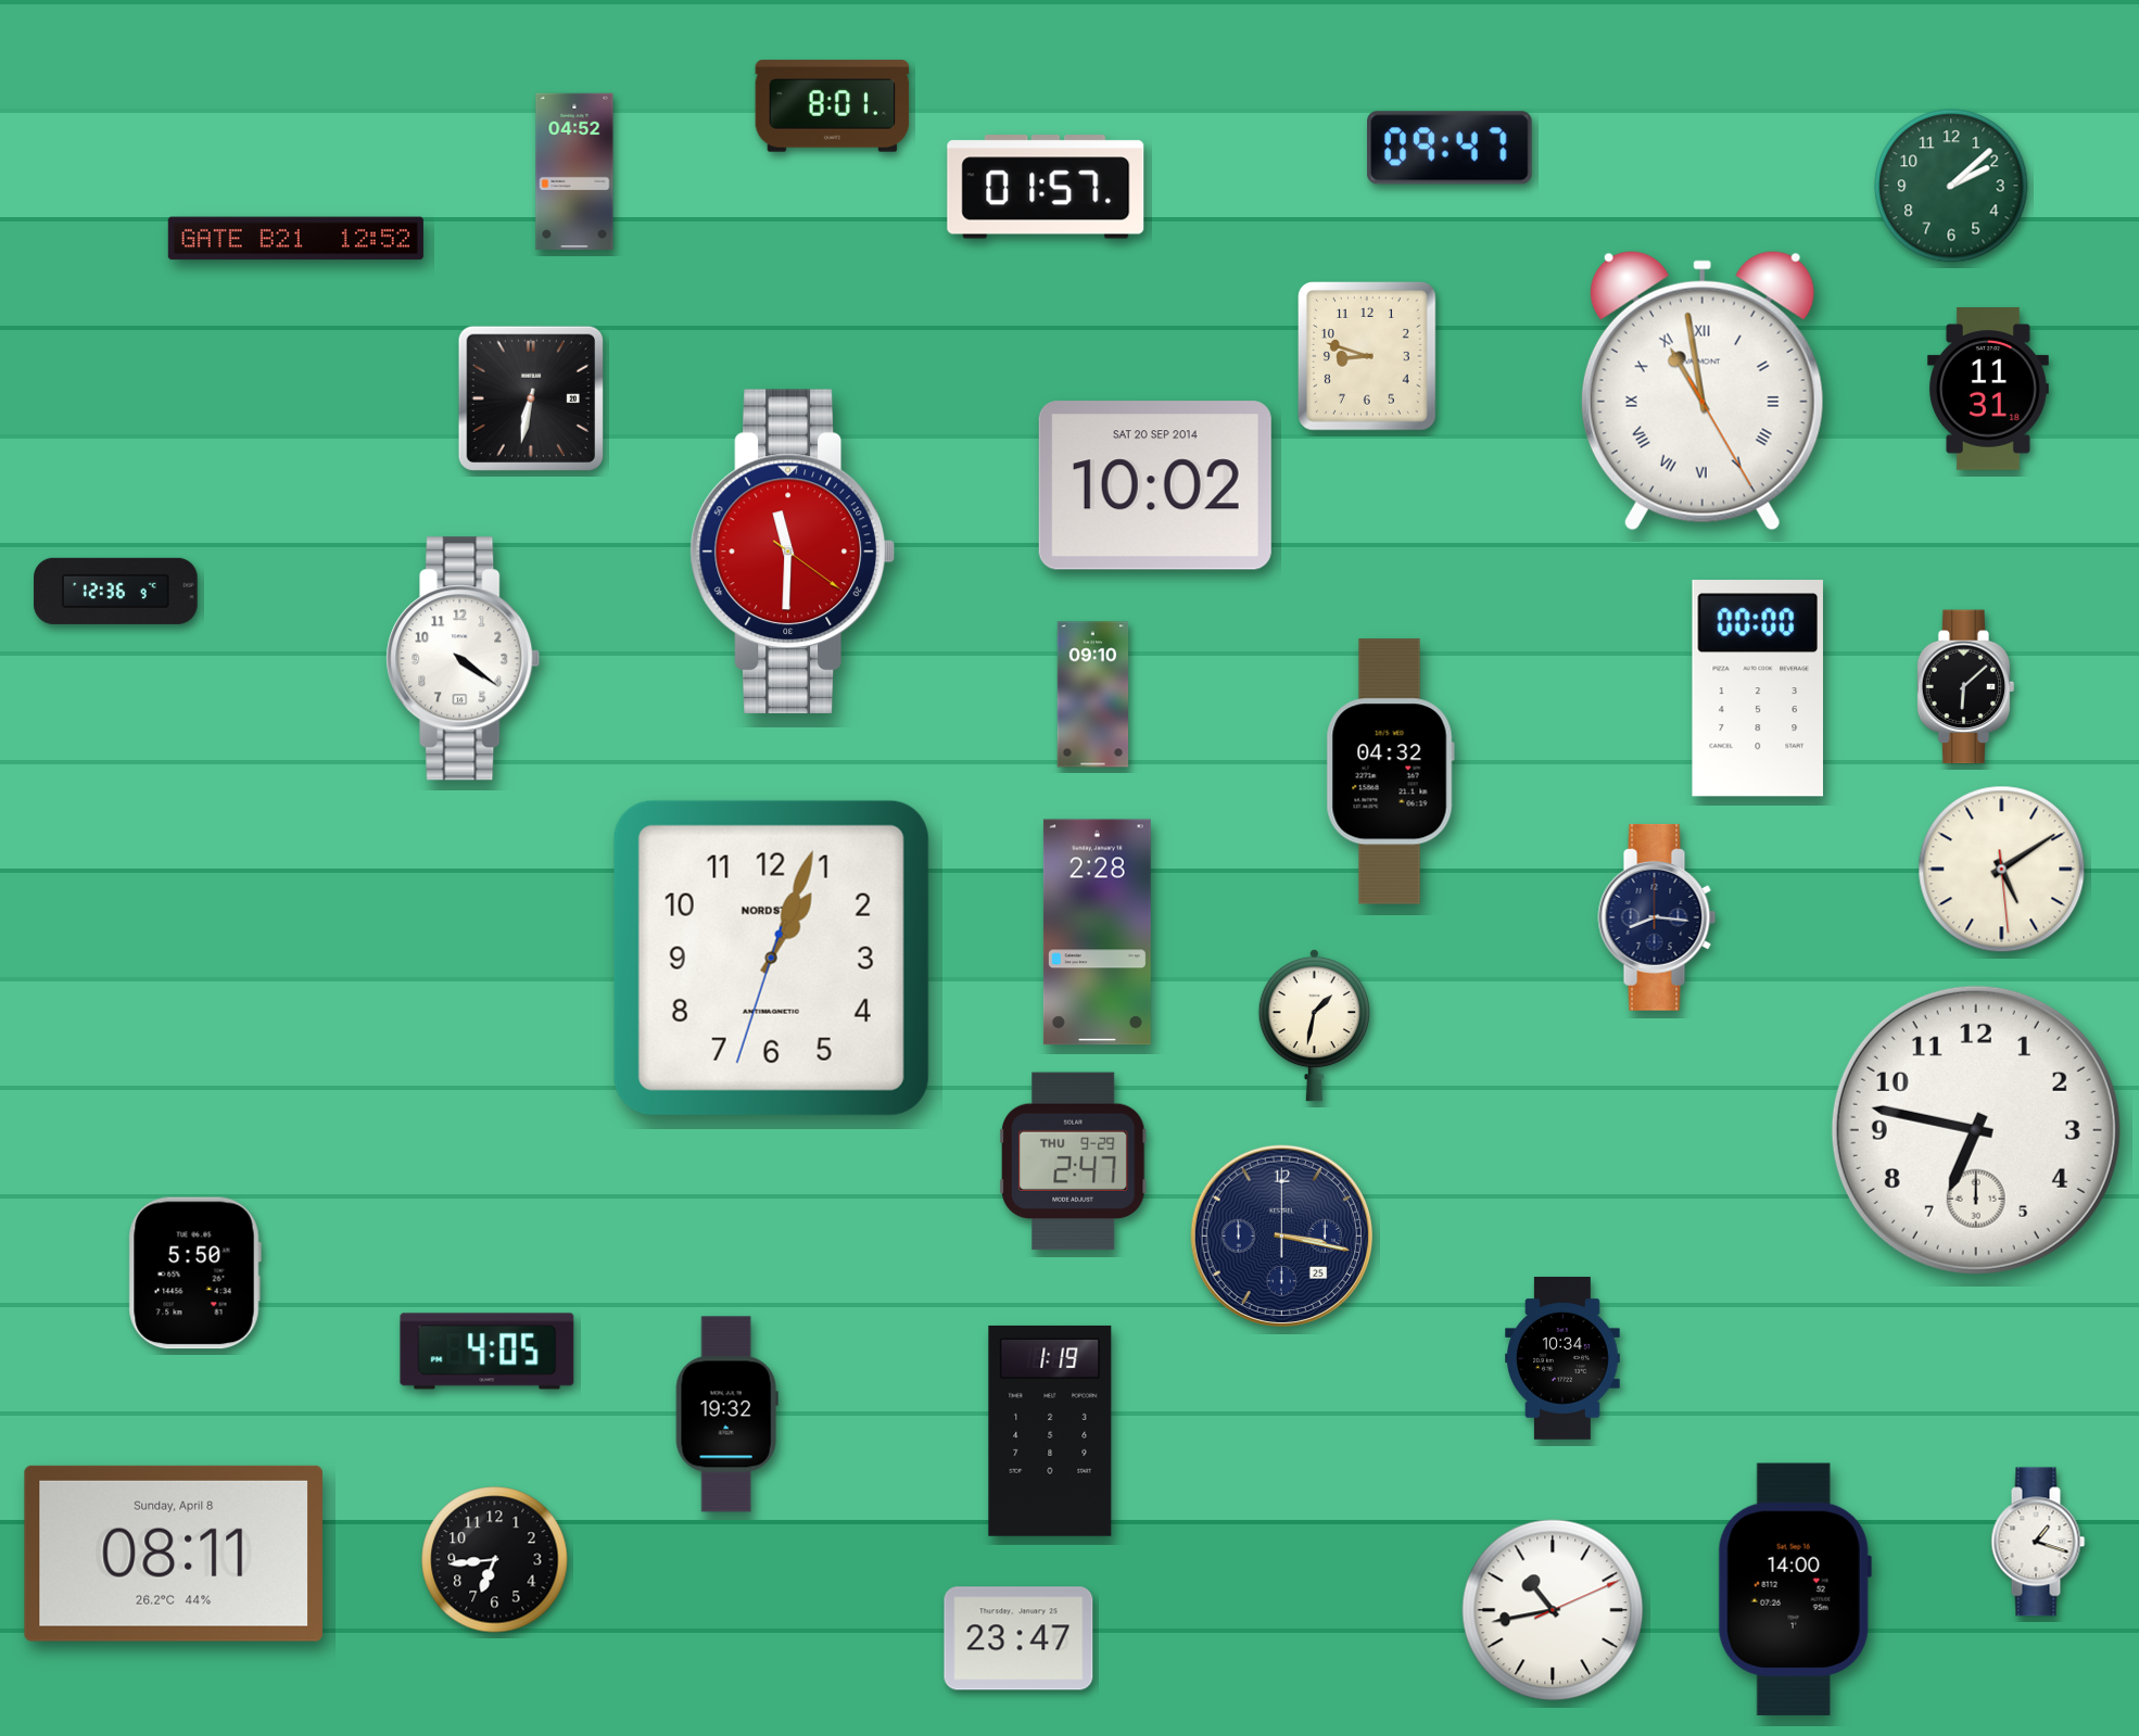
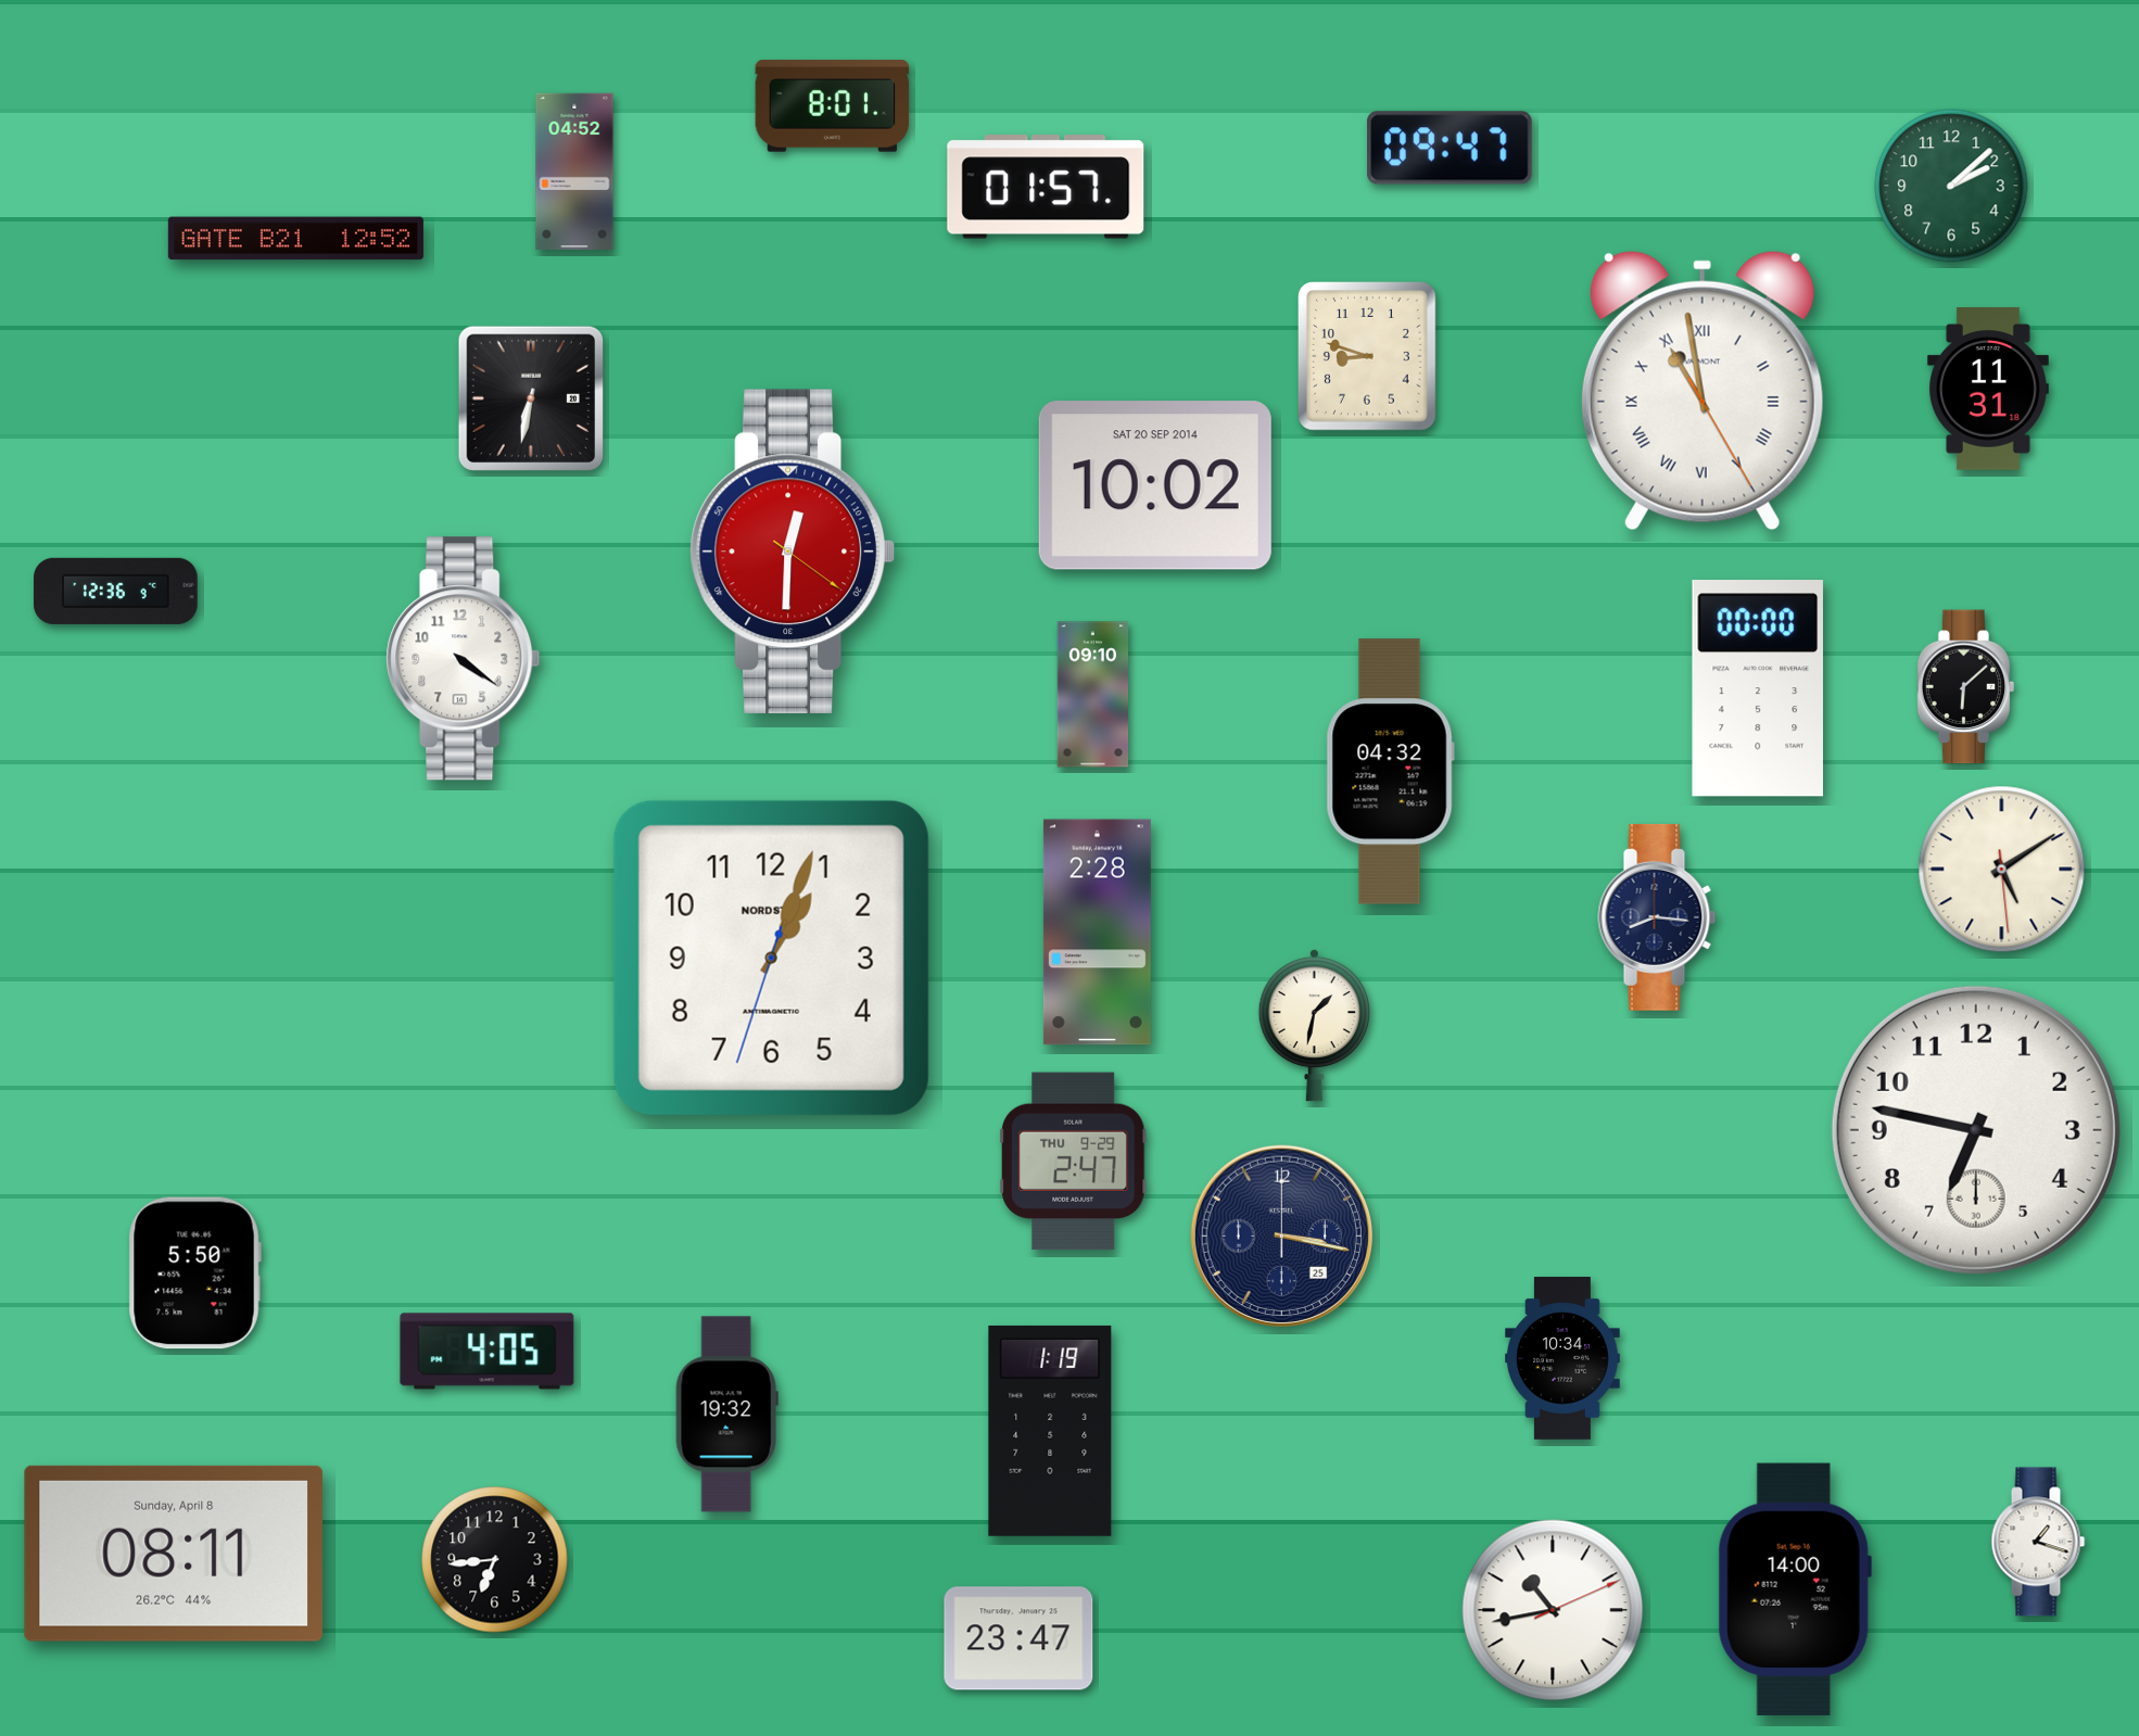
clock at (793, 552): 11:30 -> 12:30
